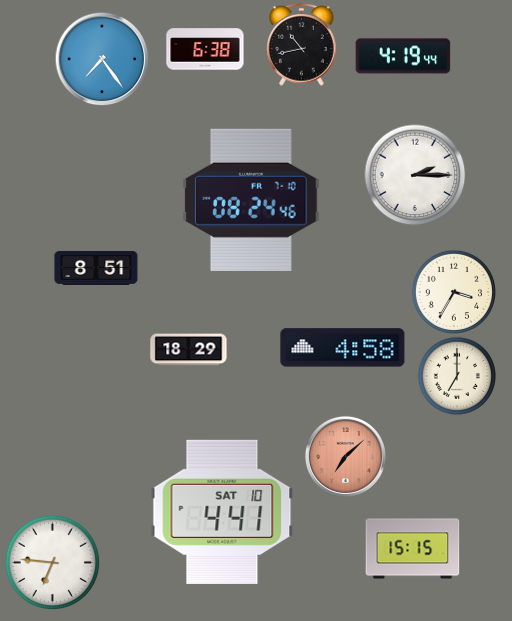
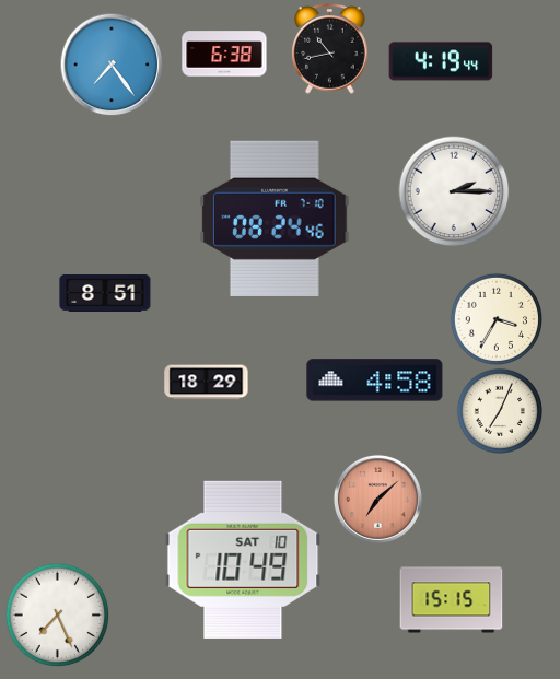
clock at (457, 376): 7:00 -> 7:04
clock at (222, 512): 4:41 -> 10:49
clock at (52, 562): 6:46 -> 7:26
